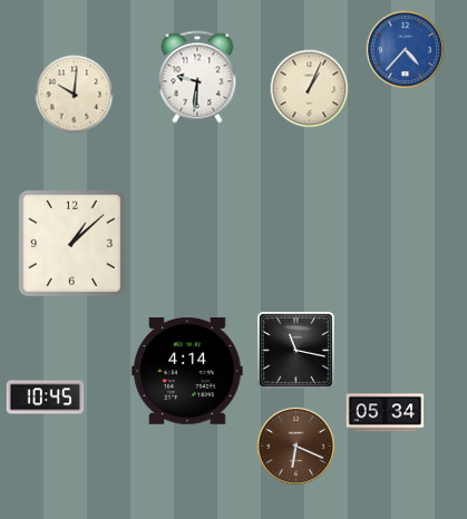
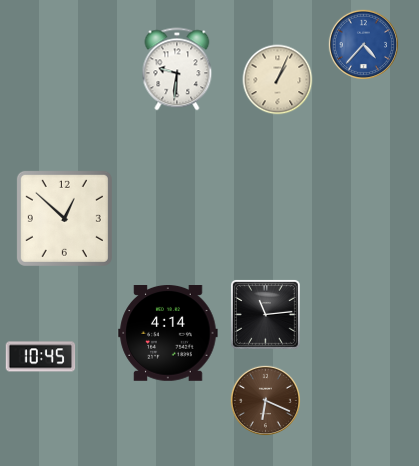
clock at (75, 95): 10:01 -> none
clock at (71, 243): 1:08 -> 12:52
clock at (295, 350): 11:17 -> 11:14
clock at (386, 413): 05:34 -> none
